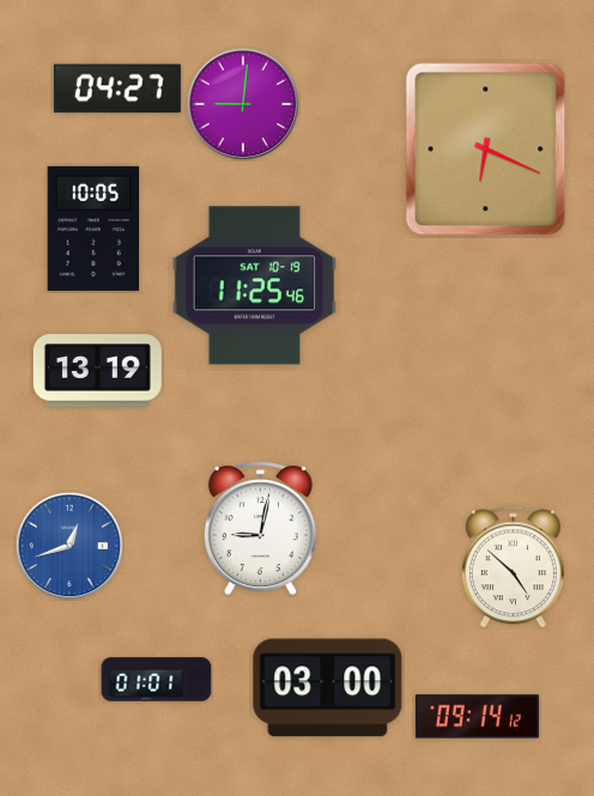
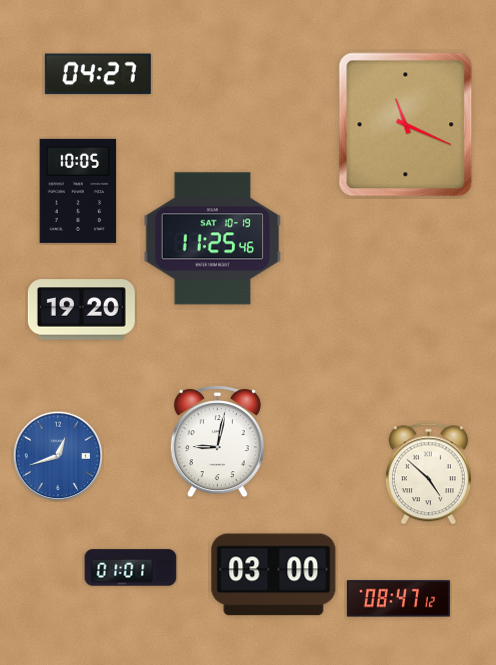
clock at (243, 104): 9:01 -> none
clock at (486, 150): 6:19 -> 11:19
clock at (97, 371): 13:19 -> 19:20
clock at (477, 717): 09:14 -> 08:47
